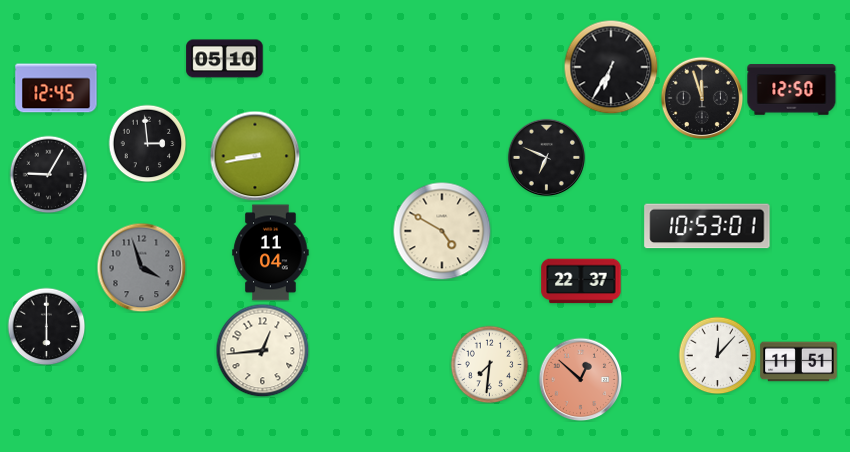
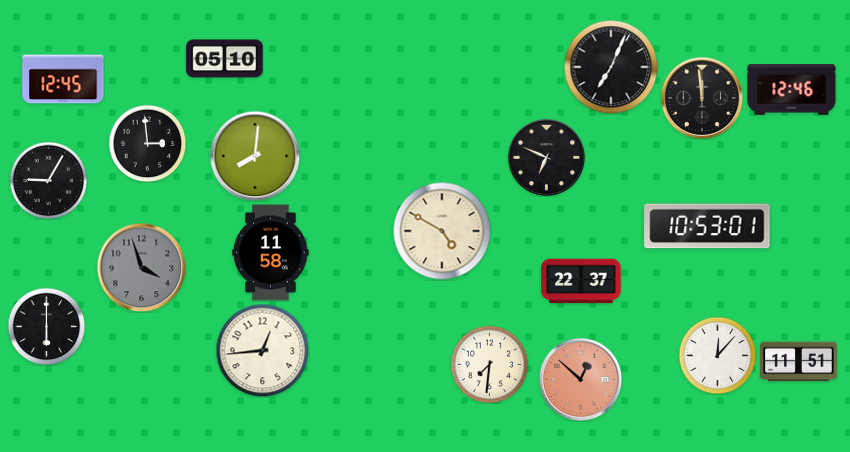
clock at (611, 67): 6:35 -> 7:04
clock at (56, 88) position: (56, 88) -> (63, 79)
clock at (792, 90): 12:50 -> 12:46
clock at (702, 98): 11:57 -> 11:59
clock at (255, 156): 8:43 -> 8:01
clock at (48, 174) position: (48, 174) -> (48, 180)
clock at (271, 253): 11:04 -> 11:58
